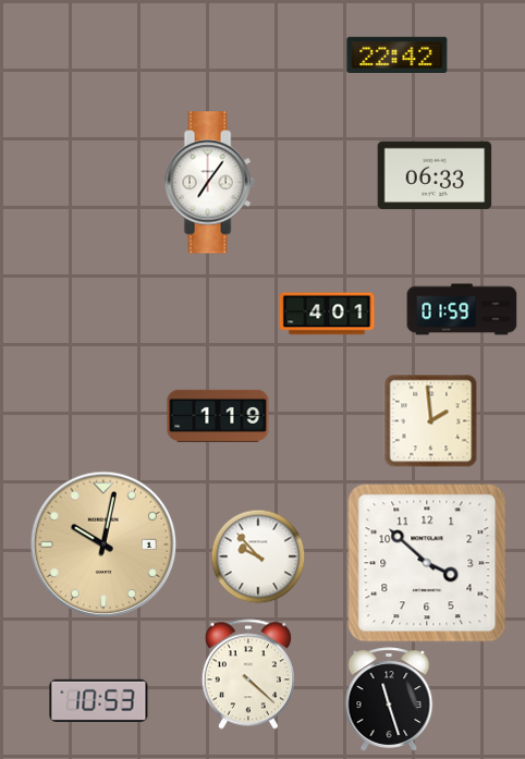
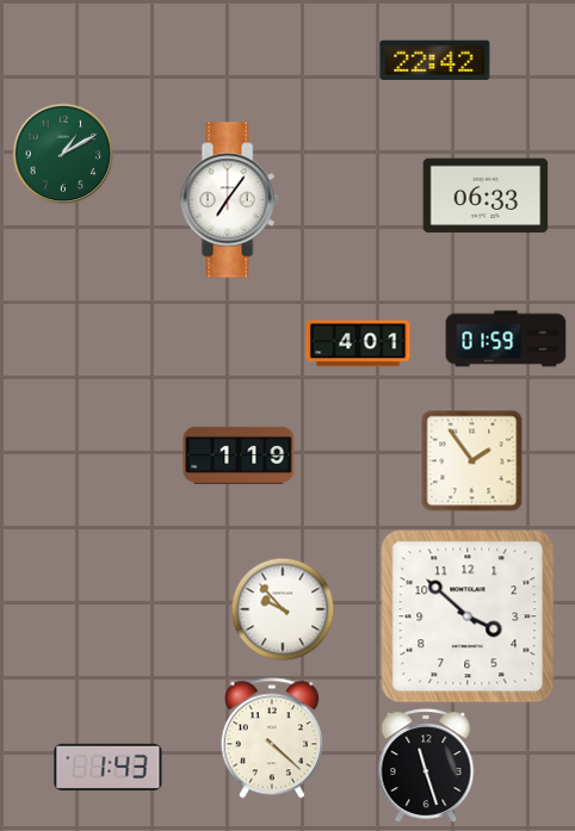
clock at (63, 154): none -> 1:10
clock at (435, 175) position: (435, 175) -> (486, 196)
clock at (430, 420): 1:59 -> 1:54
clock at (103, 544): 10:02 -> none
clock at (99, 700): 10:53 -> 1:43
